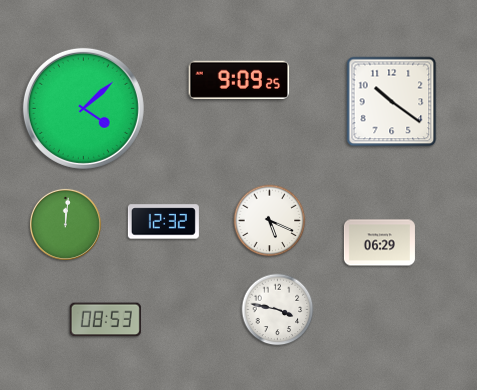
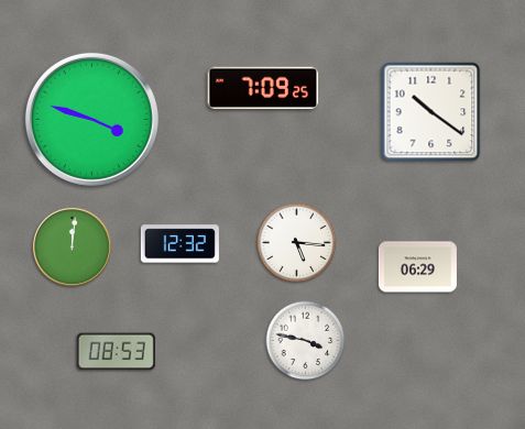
clock at (239, 80): 9:09 -> 7:09
clock at (83, 108): 4:08 -> 3:48
clock at (270, 221): 5:19 -> 5:16
